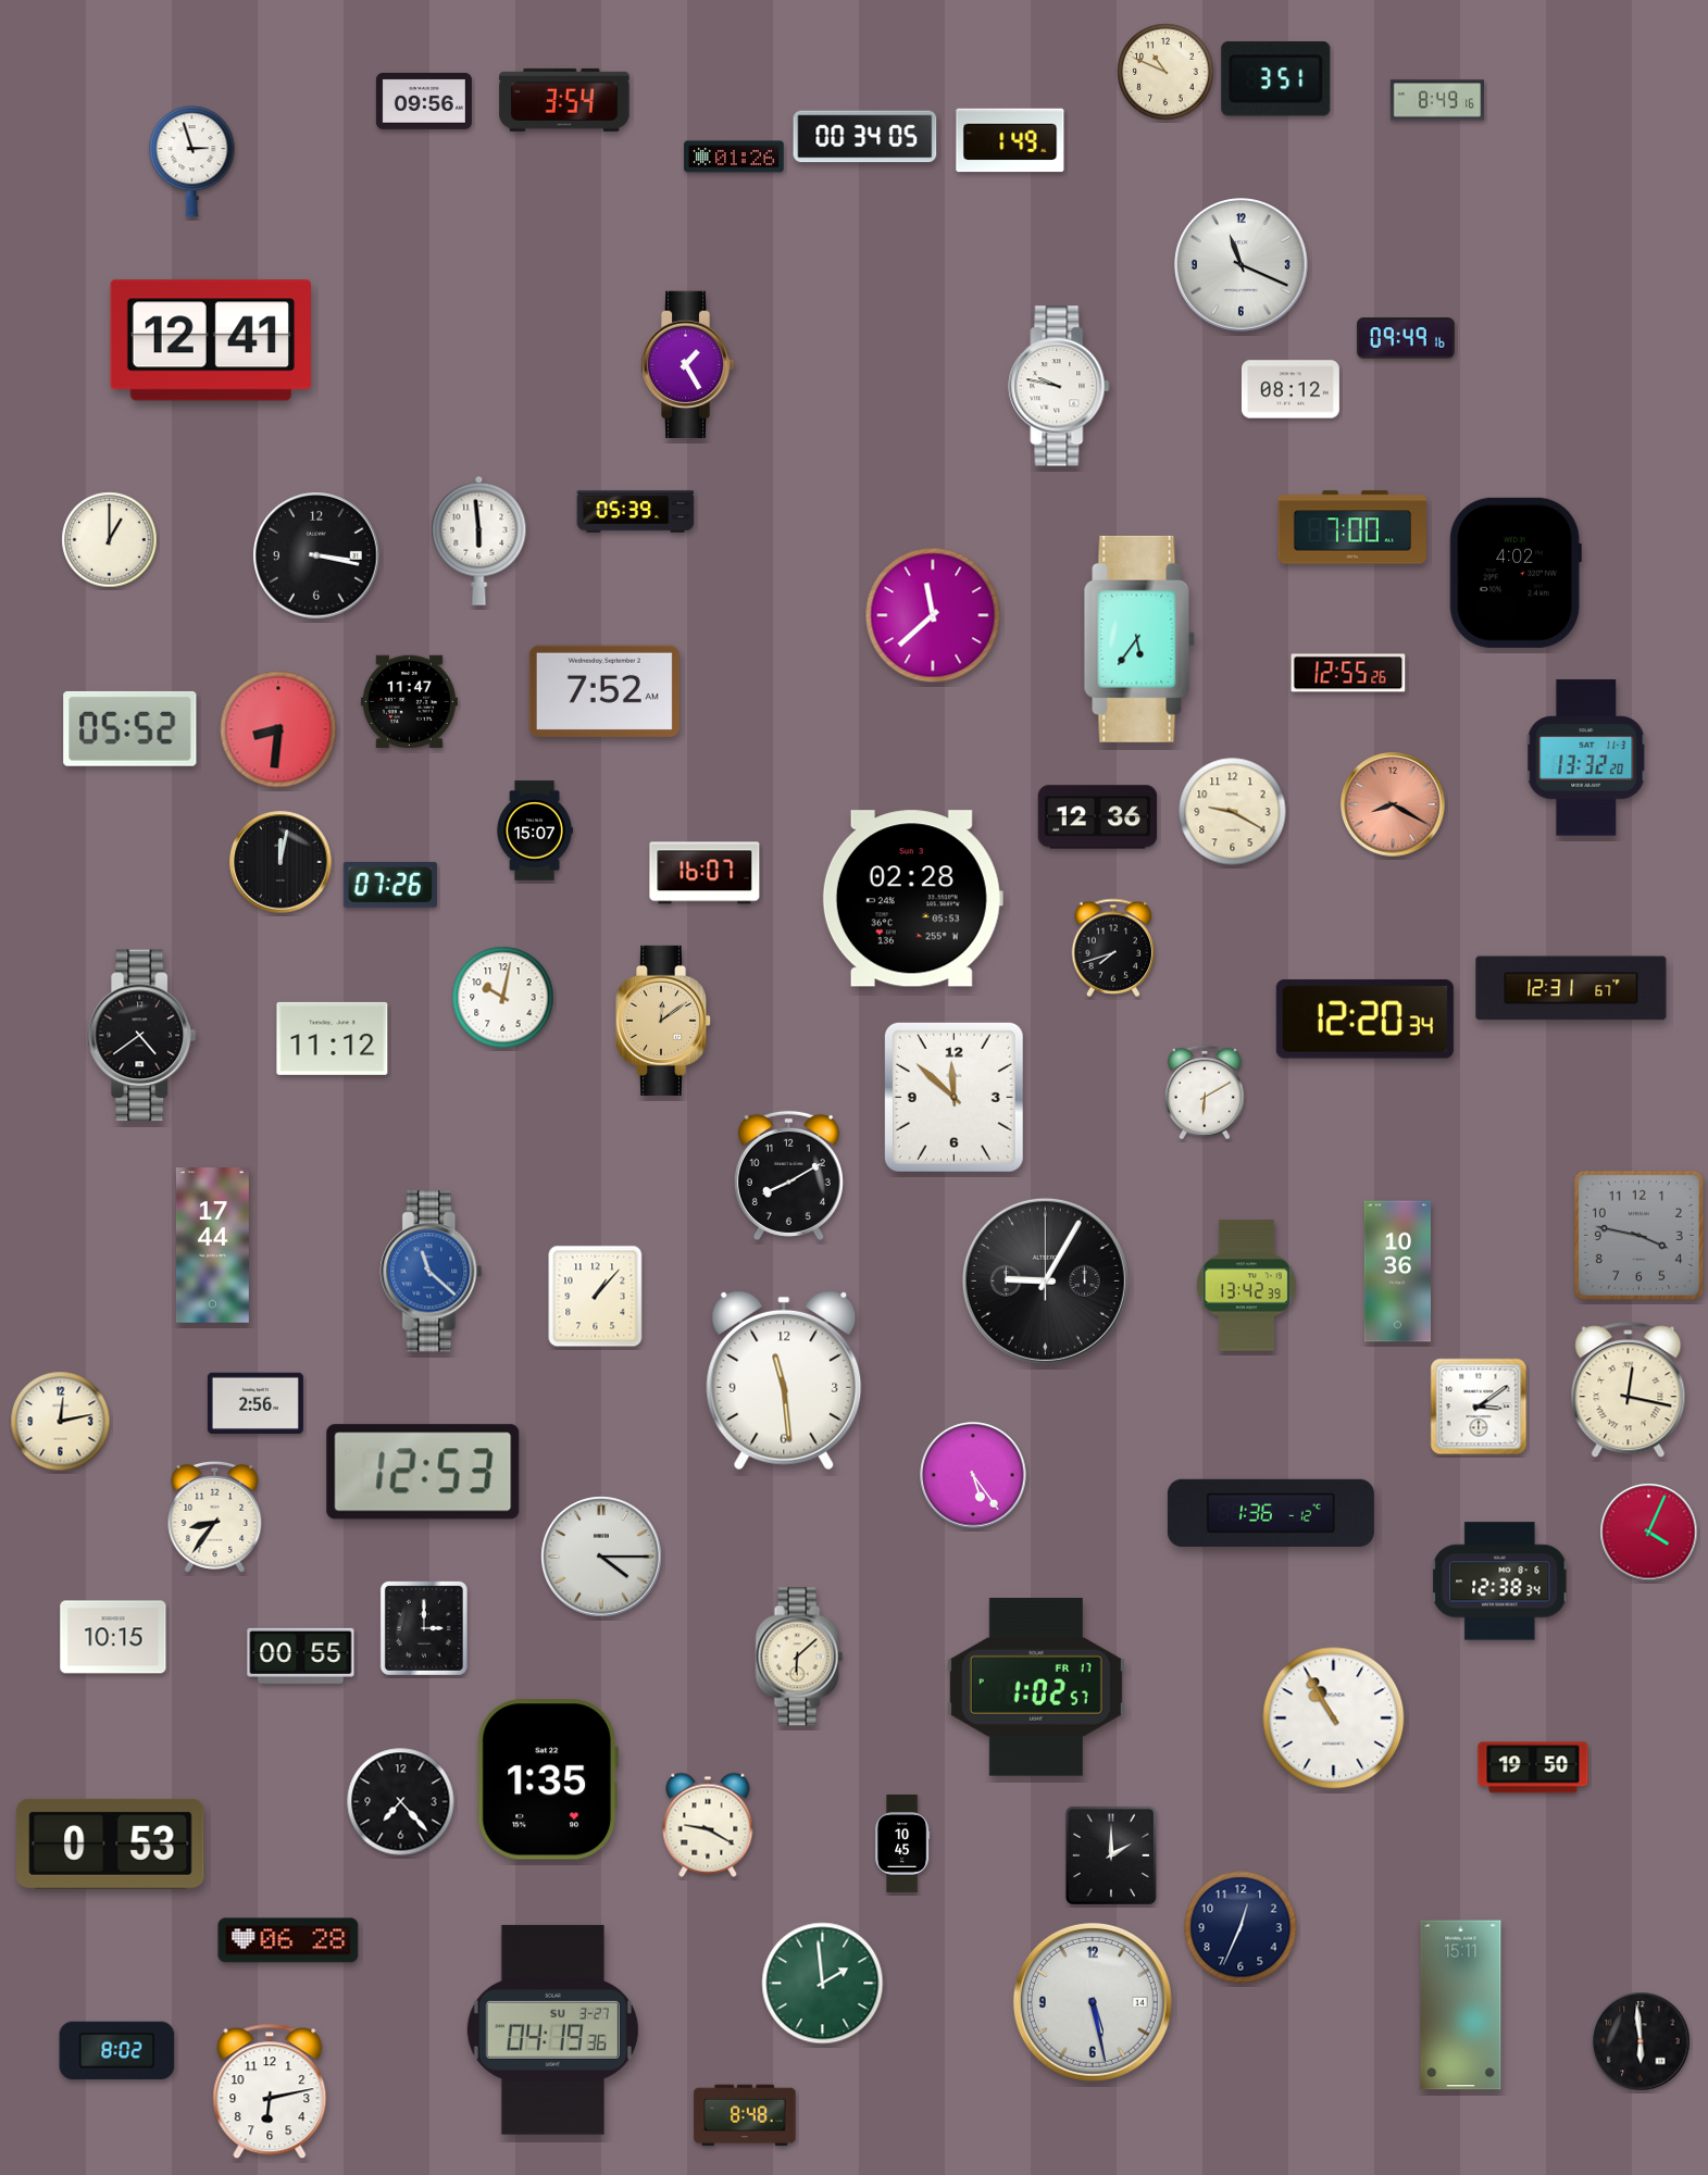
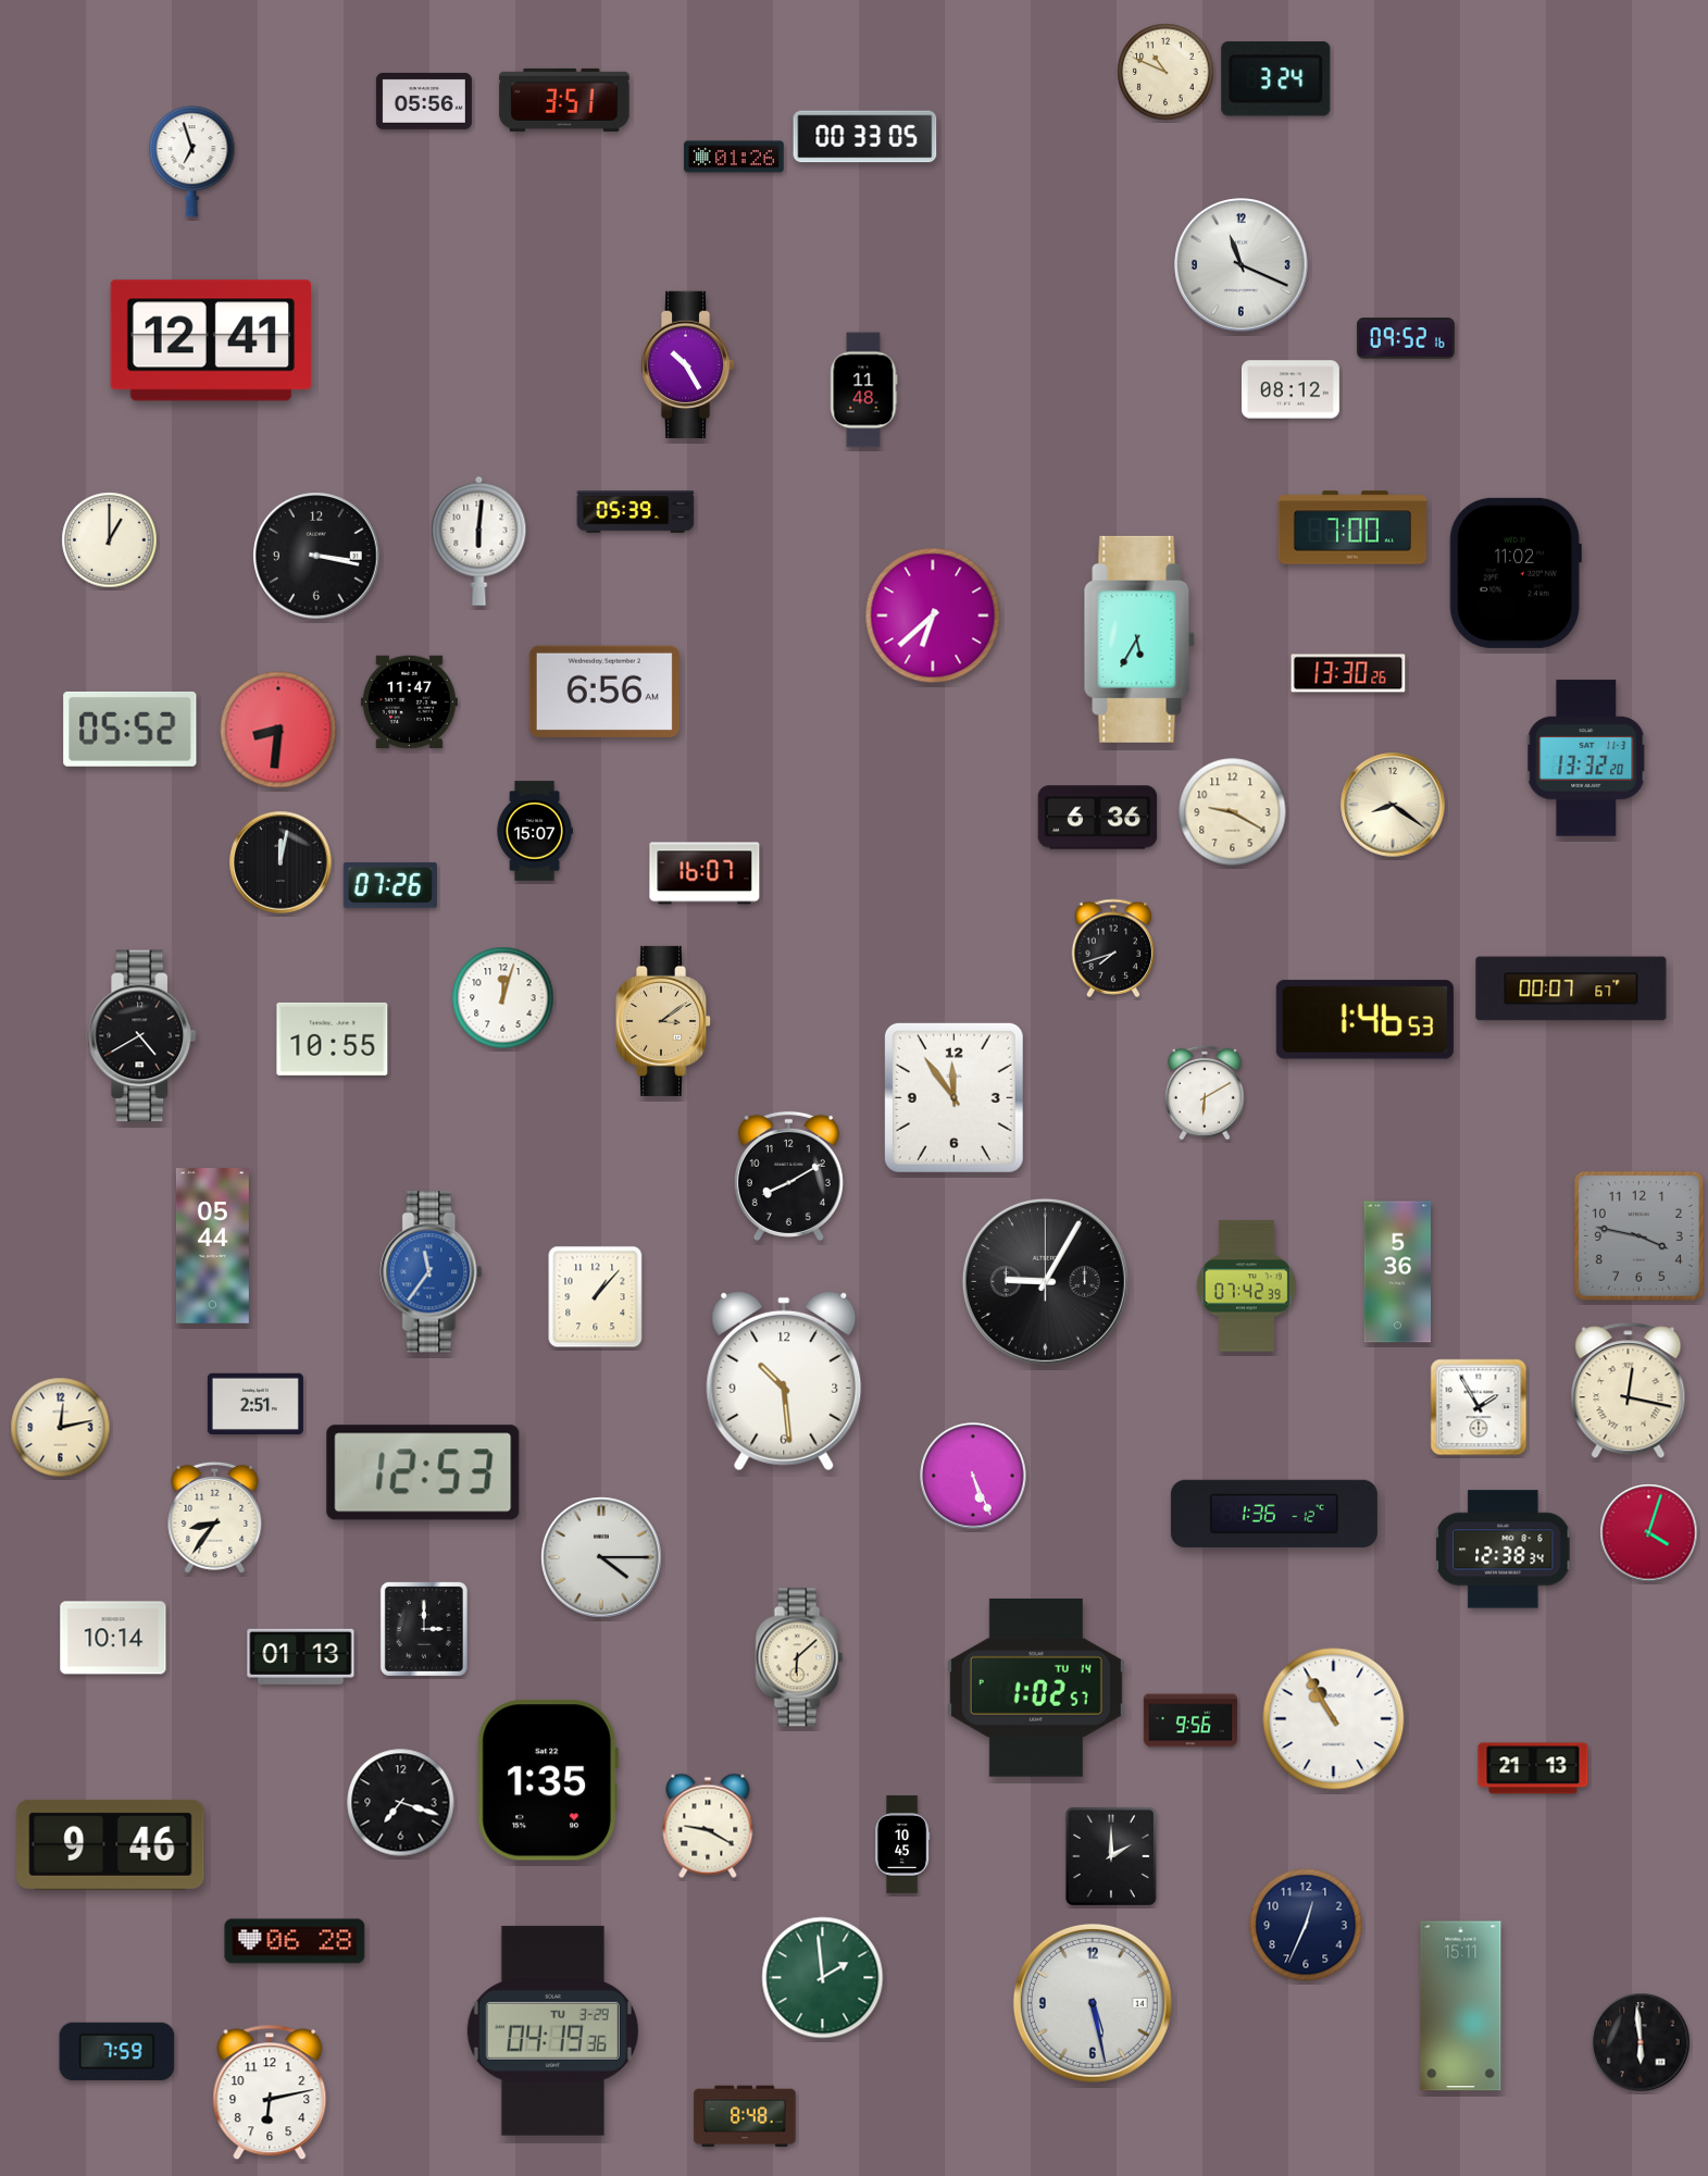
clock at (1276, 79): 3:51 -> 3:24
clock at (564, 100): 3:54 -> 3:51
clock at (1437, 100): 8:49 -> none
clock at (424, 101): 09:56 -> 05:56
clock at (865, 137): 00:34 -> 00:33
clock at (1010, 140): 1:49 -> none
clock at (192, 162): 2:57 -> 6:57
clock at (1406, 338): 09:49 -> 09:52
clock at (687, 364): 1:25 -> 10:25
clock at (1059, 386): 9:47 -> none
clock at (863, 390): none -> 11:48
clock at (479, 540): 5:59 -> 6:01
clock at (1516, 573): 4:02 -> 11:02
clock at (933, 615): 11:38 -> 6:38
clock at (1139, 639): 5:36 -> 5:35
clock at (1348, 673): 12:55 -> 13:30
clock at (604, 691): 7:52 -> 6:56
clock at (1393, 804): 8:20 -> 8:21
clock at (1393, 804) dial: salmon -> cream
clock at (1098, 817): 12:36 -> 6:36
clock at (912, 899): 02:28 -> none
clock at (1571, 988): 12:31 -> 00:07
clock at (503, 998): 10:02 -> 12:03
clock at (1364, 1020): 12:20 -> 1:46
clock at (662, 1021): 12:09 -> 3:09
clock at (142, 1036): 4:39 -> 4:40
clock at (333, 1038): 11:12 -> 10:55
clock at (953, 1097): 11:52 -> 11:54
clock at (212, 1246): 17:44 -> 05:44
clock at (432, 1272): 11:22 -> 11:36
clock at (1397, 1272): 10:36 -> 5:36
clock at (1247, 1286): 13:42 -> 07:42
clock at (784, 1380): 11:29 -> 10:29
clock at (255, 1402): 2:56 -> 2:51
clock at (1479, 1407): 3:09 -> 1:55
clock at (61, 1422) position: (61, 1422) -> (61, 1428)
clock at (973, 1475): 5:24 -> 5:26
clock at (1271, 1513) position: (1271, 1513) -> (1274, 1514)
clock at (1649, 1533): 4:04 -> 4:03
clock at (1500, 1582) position: (1500, 1582) -> (1504, 1550)
clock at (113, 1637): 10:15 -> 10:14
clock at (301, 1655): 00:55 -> 01:13
clock at (1036, 1688) date: FR 17 -> TU 14
clock at (1189, 1720): none -> 9:56
clock at (1533, 1767): 19:50 -> 21:13
clock at (401, 1802): 7:23 -> 7:18
clock at (111, 1843): 0:53 -> 9:46
clock at (1241, 1927) position: (1241, 1927) -> (1306, 1925)
clock at (288, 1940) position: (288, 1940) -> (295, 1941)
clock at (823, 1984) position: (823, 1984) -> (823, 1978)
clock at (552, 2029) date: SU 3-27 -> TU 3-29
clock at (117, 2050): 8:02 -> 7:59
